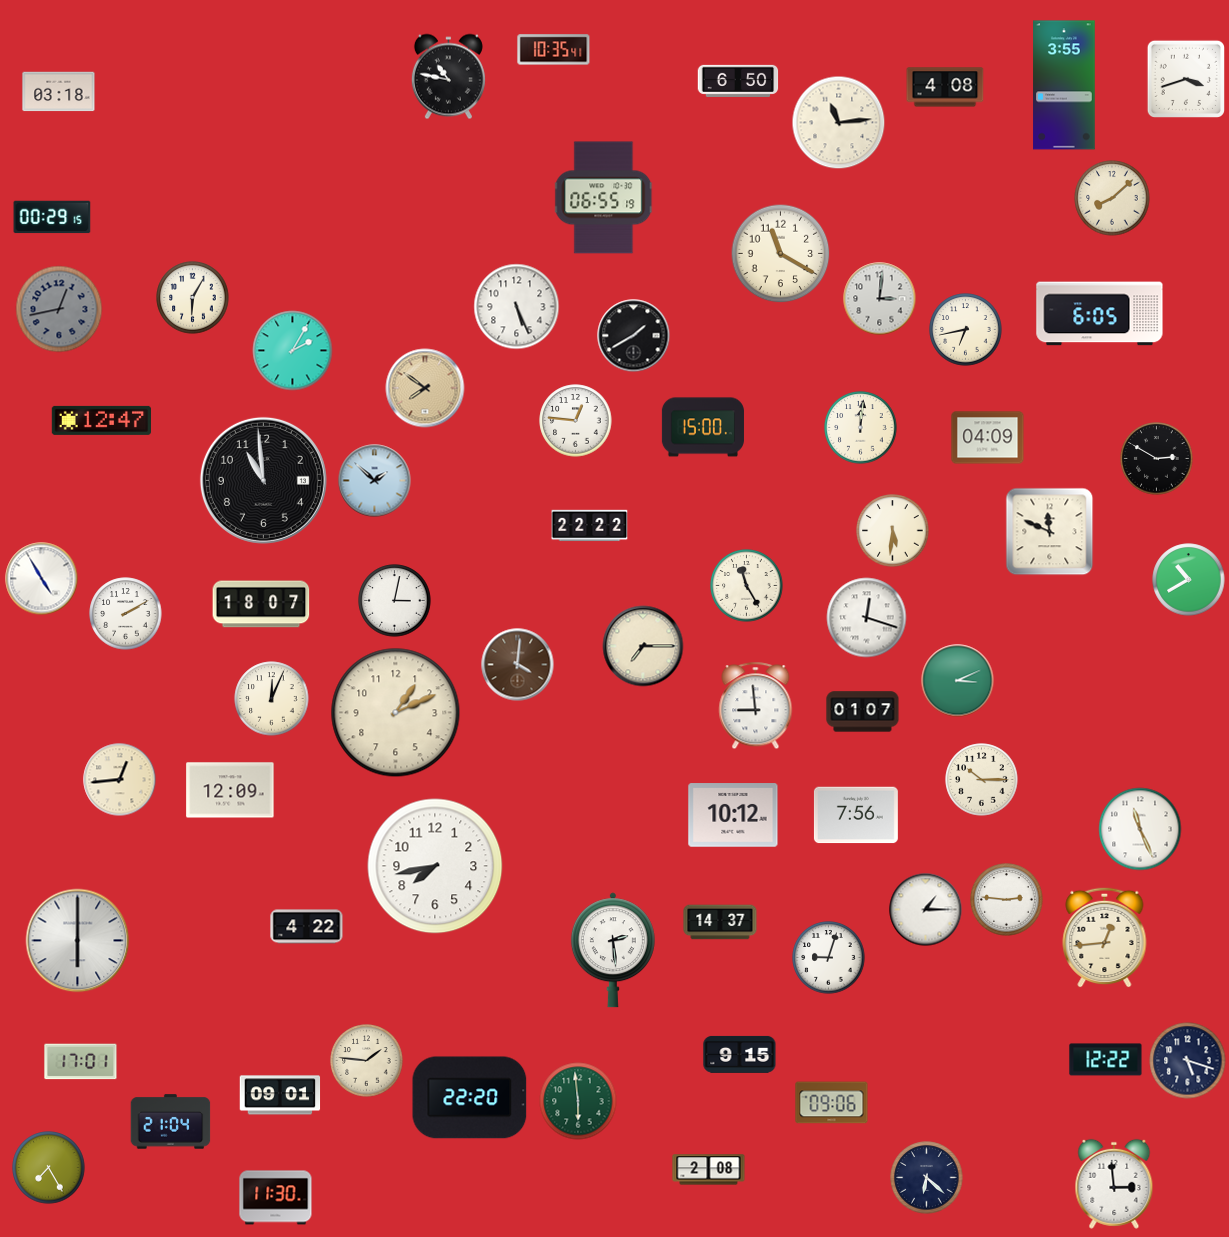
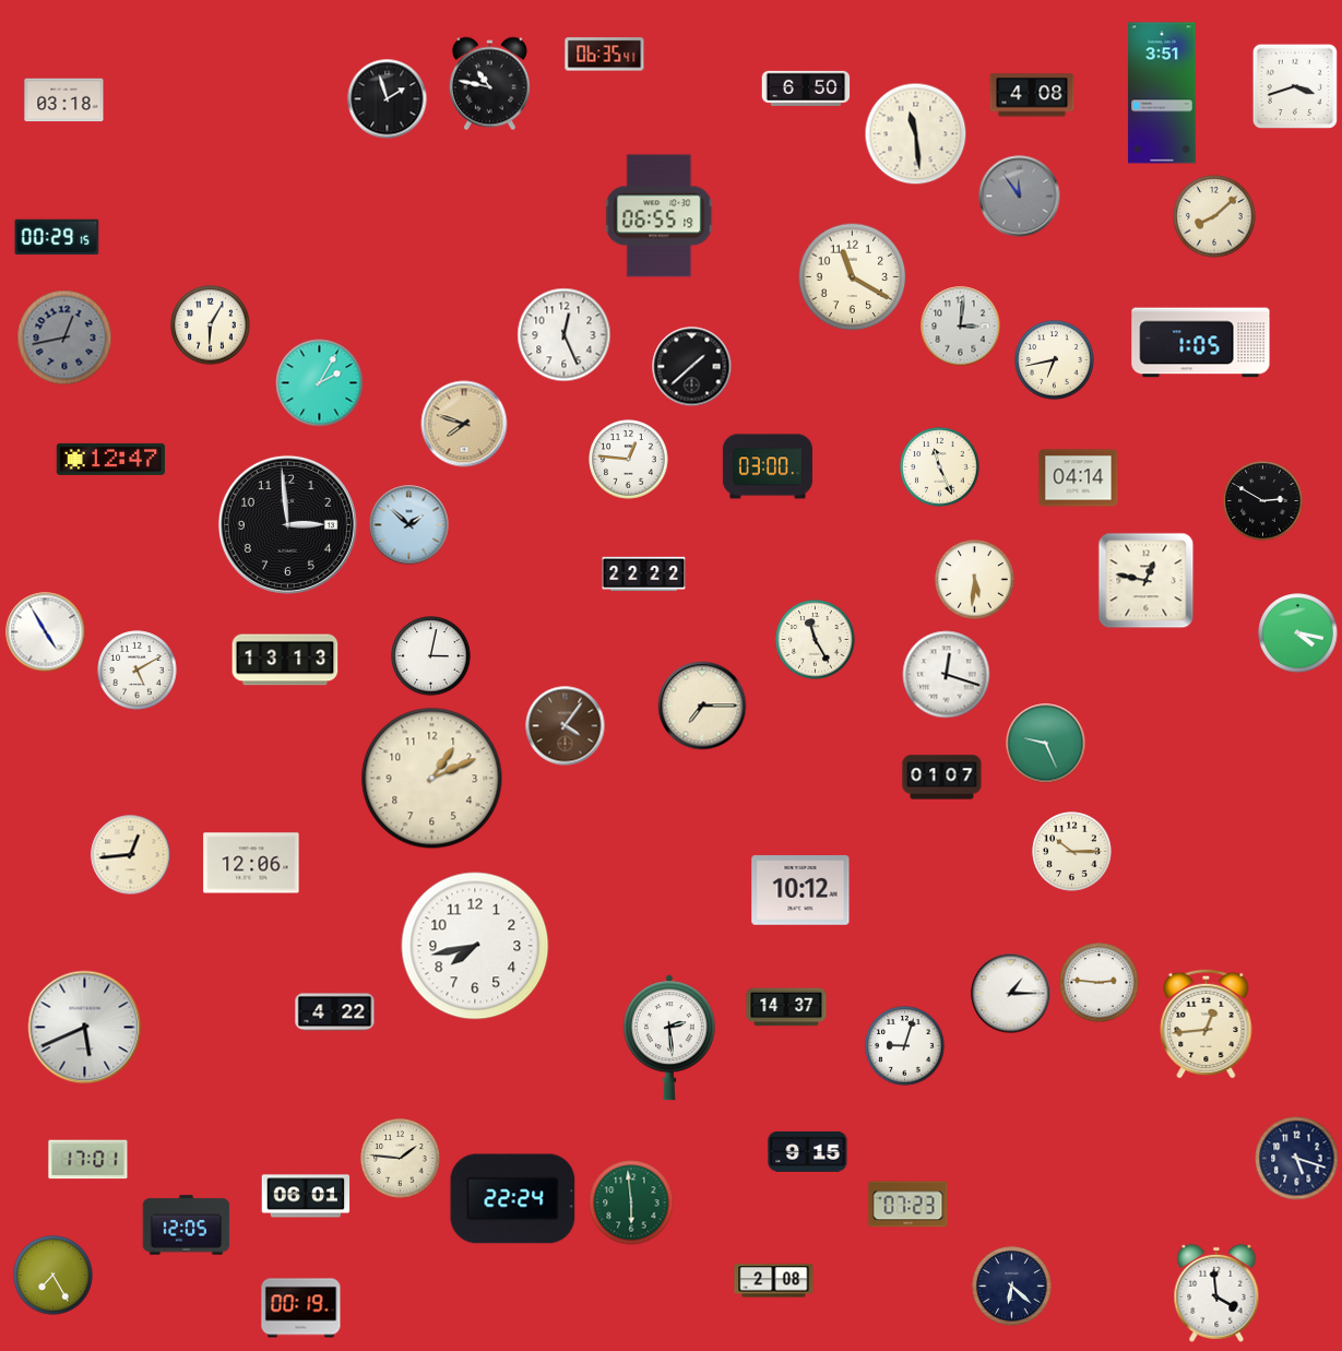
clock at (554, 50): 10:35 -> 06:35
clock at (1064, 85): 3:55 -> 3:51
clock at (388, 99): none -> 1:57
clock at (839, 123): 11:14 -> 11:29
clock at (1020, 197): none -> 11:54
clock at (517, 307): 5:26 -> 12:26
clock at (1100, 314): 6:05 -> 1:05
clock at (634, 336): 1:40 -> 1:38
clock at (425, 388): 7:51 -> 7:48
clock at (703, 427): 15:00 -> 03:00
clock at (861, 428): 12:01 -> 11:26
clock at (988, 438): 04:09 -> 04:14
clock at (263, 480): 10:59 -> 2:59
clock at (1050, 532): 11:49 -> 12:47
clock at (1189, 580): 10:40 -> 4:17
clock at (261, 604): 18:07 -> 13:13
clock at (126, 614): 2:10 -> 5:10
clock at (518, 665): 4:01 -> 4:06
clock at (958, 681): 3:11 -> 9:26
clock at (272, 699): 12:04 -> none
clock at (756, 706): 8:59 -> none
clock at (120, 780) position: (120, 780) -> (131, 855)
clock at (230, 790): 12:09 -> 12:06
clock at (856, 815): 7:56 -> none
clock at (1140, 829): 11:26 -> none
clock at (78, 941): 6:00 -> 5:41
clock at (1106, 1060): 12:22 -> none
clock at (280, 1095): 09:01 -> 06:01
clock at (470, 1098): 22:20 -> 22:24
clock at (832, 1103): 09:06 -> 07:23
clock at (171, 1122): 21:04 -> 12:05
clock at (709, 1170) position: (709, 1170) -> (774, 1281)
clock at (1114, 1184): 2:59 -> 3:59
clock at (276, 1198): 11:30 -> 00:19
